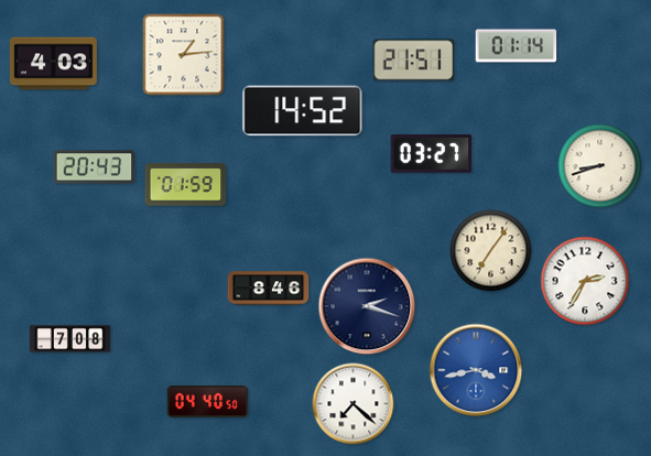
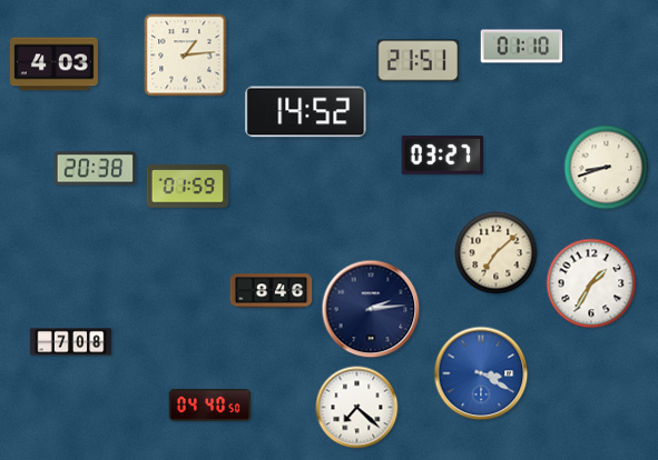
clock at (517, 46): 01:14 -> 01:10
clock at (432, 154) position: (432, 154) -> (443, 156)
clock at (95, 167): 20:43 -> 20:38
clock at (491, 251): 7:06 -> 7:08
clock at (585, 281): 2:35 -> 1:35
clock at (367, 306): 2:18 -> 2:14
clock at (476, 370): 3:43 -> 3:20
